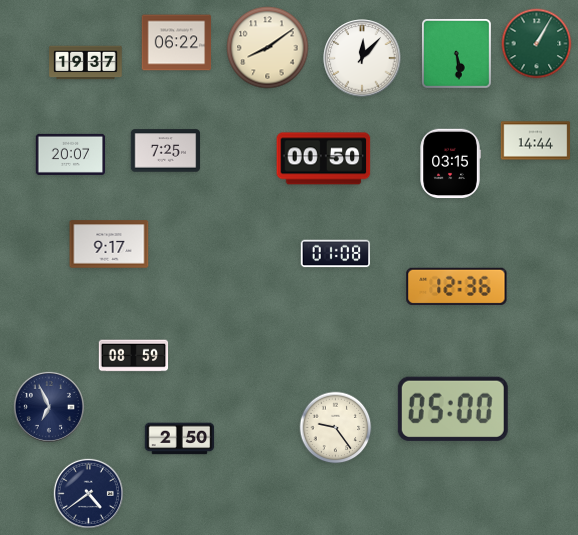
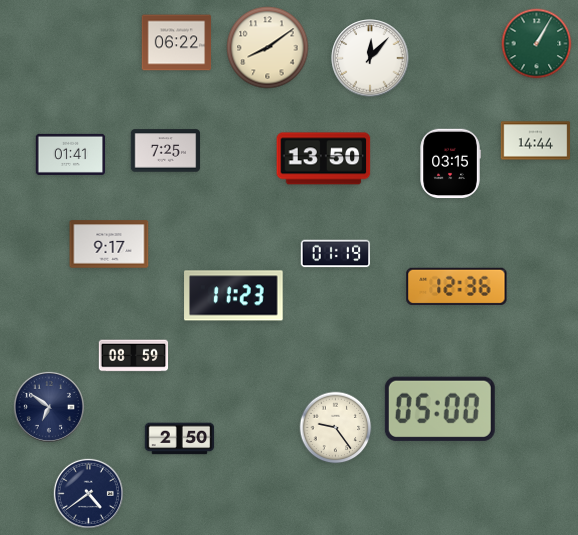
clock at (457, 54): 5:29 -> none
clock at (362, 58) position: (362, 58) -> (370, 58)
clock at (86, 63): 19:37 -> none
clock at (71, 154): 20:07 -> 01:41
clock at (324, 159): 00:50 -> 13:50
clock at (336, 254): 01:08 -> 01:19
clock at (234, 296): none -> 11:23
clock at (49, 407): 6:56 -> 6:51
clock at (453, 409) position: (453, 409) -> (440, 409)
